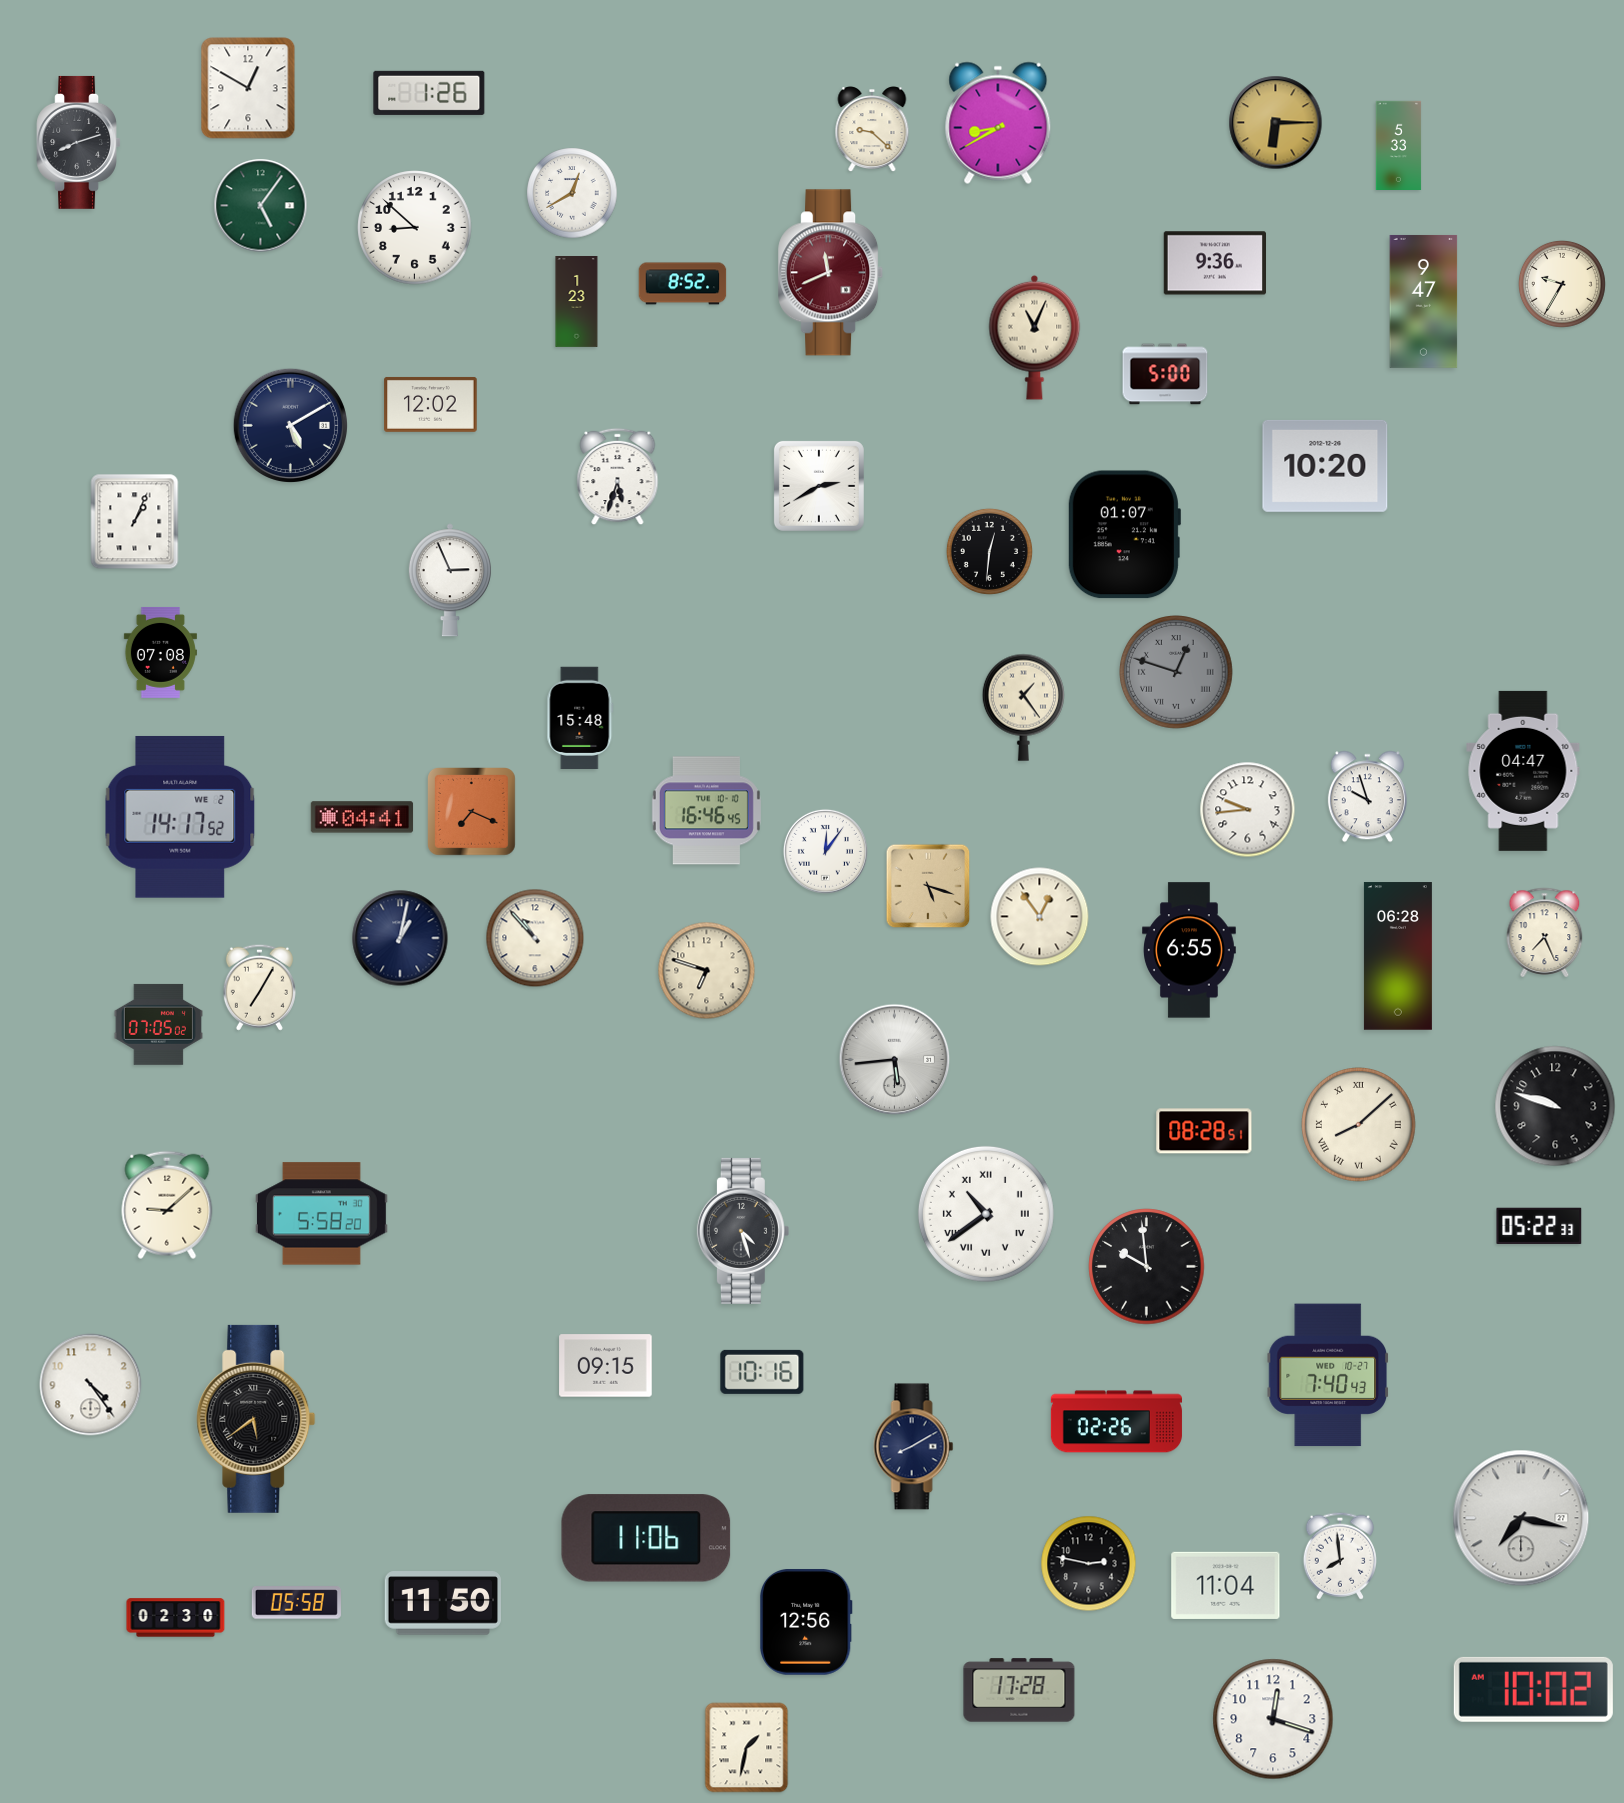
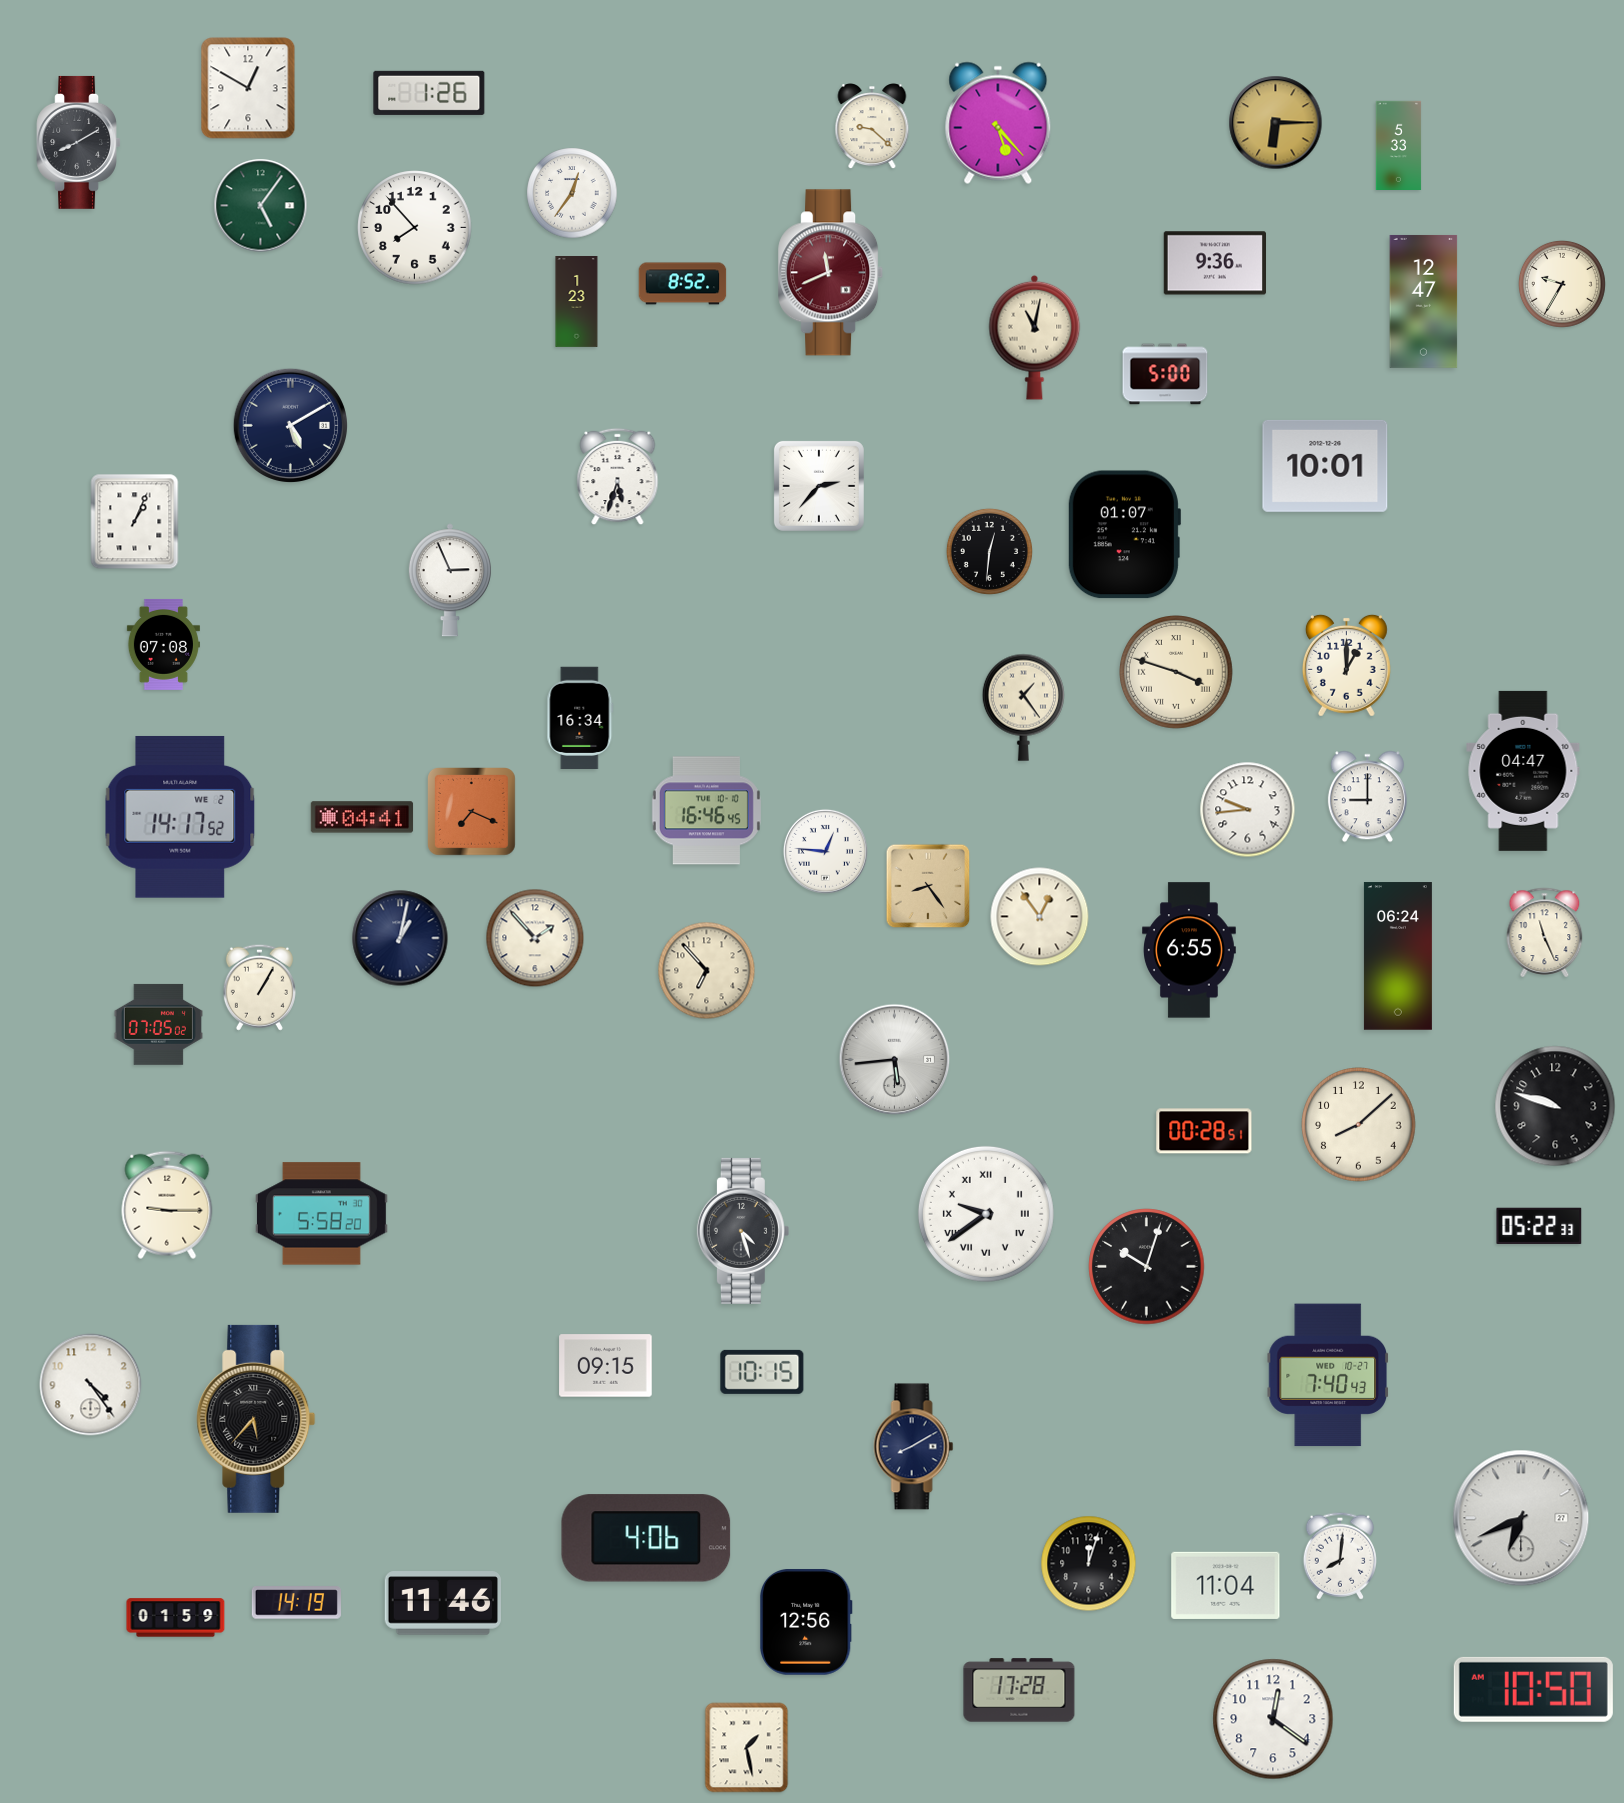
clock at (998, 123): 8:40 -> 5:23
clock at (872, 130) position: (872, 130) -> (872, 127)
clock at (78, 142): 8:12 -> 8:10
clock at (572, 193): 12:40 -> 12:36
clock at (415, 228): 8:52 -> 7:53
clock at (1424, 301): 9:47 -> 12:47
clock at (1035, 337): 11:04 -> 11:02
clock at (431, 404): 12:02 -> none
clock at (1325, 466): 10:20 -> 10:01
clock at (819, 486): 2:40 -> 2:37
clock at (160, 652) position: (160, 652) -> (163, 644)
clock at (1346, 665): none -> 1:00
clock at (1177, 673): 12:48 -> 3:48
clock at (1177, 673) dial: grey -> cream
clock at (580, 717): 15:48 -> 16:34
clock at (1367, 797): 9:57 -> 9:00
clock at (825, 851): 12:06 -> 12:46
clock at (928, 886): 5:18 -> 8:24
clock at (1545, 932): 7:26 -> 11:26
clock at (535, 938): 10:53 -> 1:53
clock at (1398, 956): 06:28 -> 06:24
clock at (707, 971): 6:48 -> 6:53
clock at (259, 987): 7:05 -> 1:05
clock at (1359, 1125) numerals: Roman -> Arabic
clock at (1204, 1131): 08:28 -> 00:28
clock at (167, 1205): 9:08 -> 9:15
clock at (986, 1214): 10:39 -> 9:39
clock at (1147, 1267): 9:59 -> 10:03
clock at (762, 1372): 10:16 -> 10:15
clock at (256, 1419): 5:39 -> 5:37
clock at (1116, 1422): 02:26 -> none
clock at (1521, 1518): 7:17 -> 6:41
clock at (646, 1538): 11:06 -> 4:06
clock at (1340, 1556): 7:59 -> 8:01
clock at (1089, 1564): 2:47 -> 12:03
clock at (296, 1603): 05:58 -> 14:19
clock at (442, 1603): 11:50 -> 11:46
clock at (176, 1618): 02:30 -> 01:59
clock at (1533, 1689): 10:02 -> 10:50
clock at (1273, 1719): 12:18 -> 12:21
clock at (747, 1748): 1:32 -> 1:28
